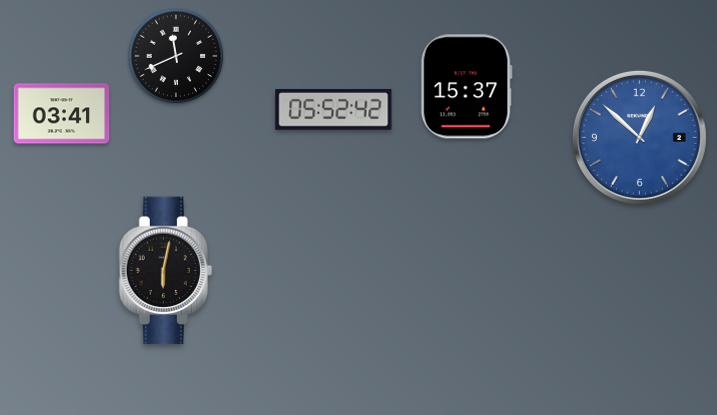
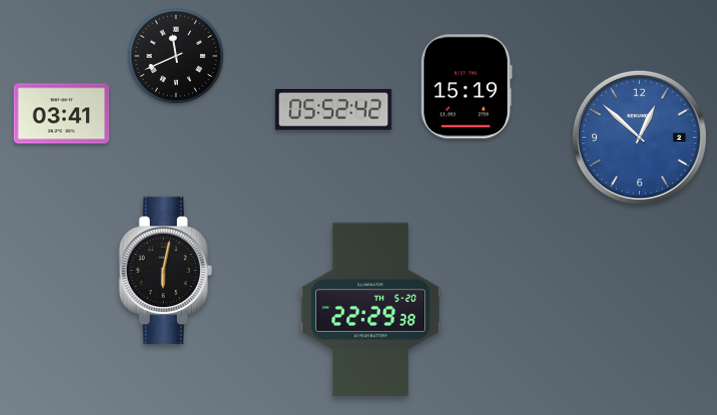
clock at (466, 87): 15:37 -> 15:19
clock at (371, 310): none -> 22:29
